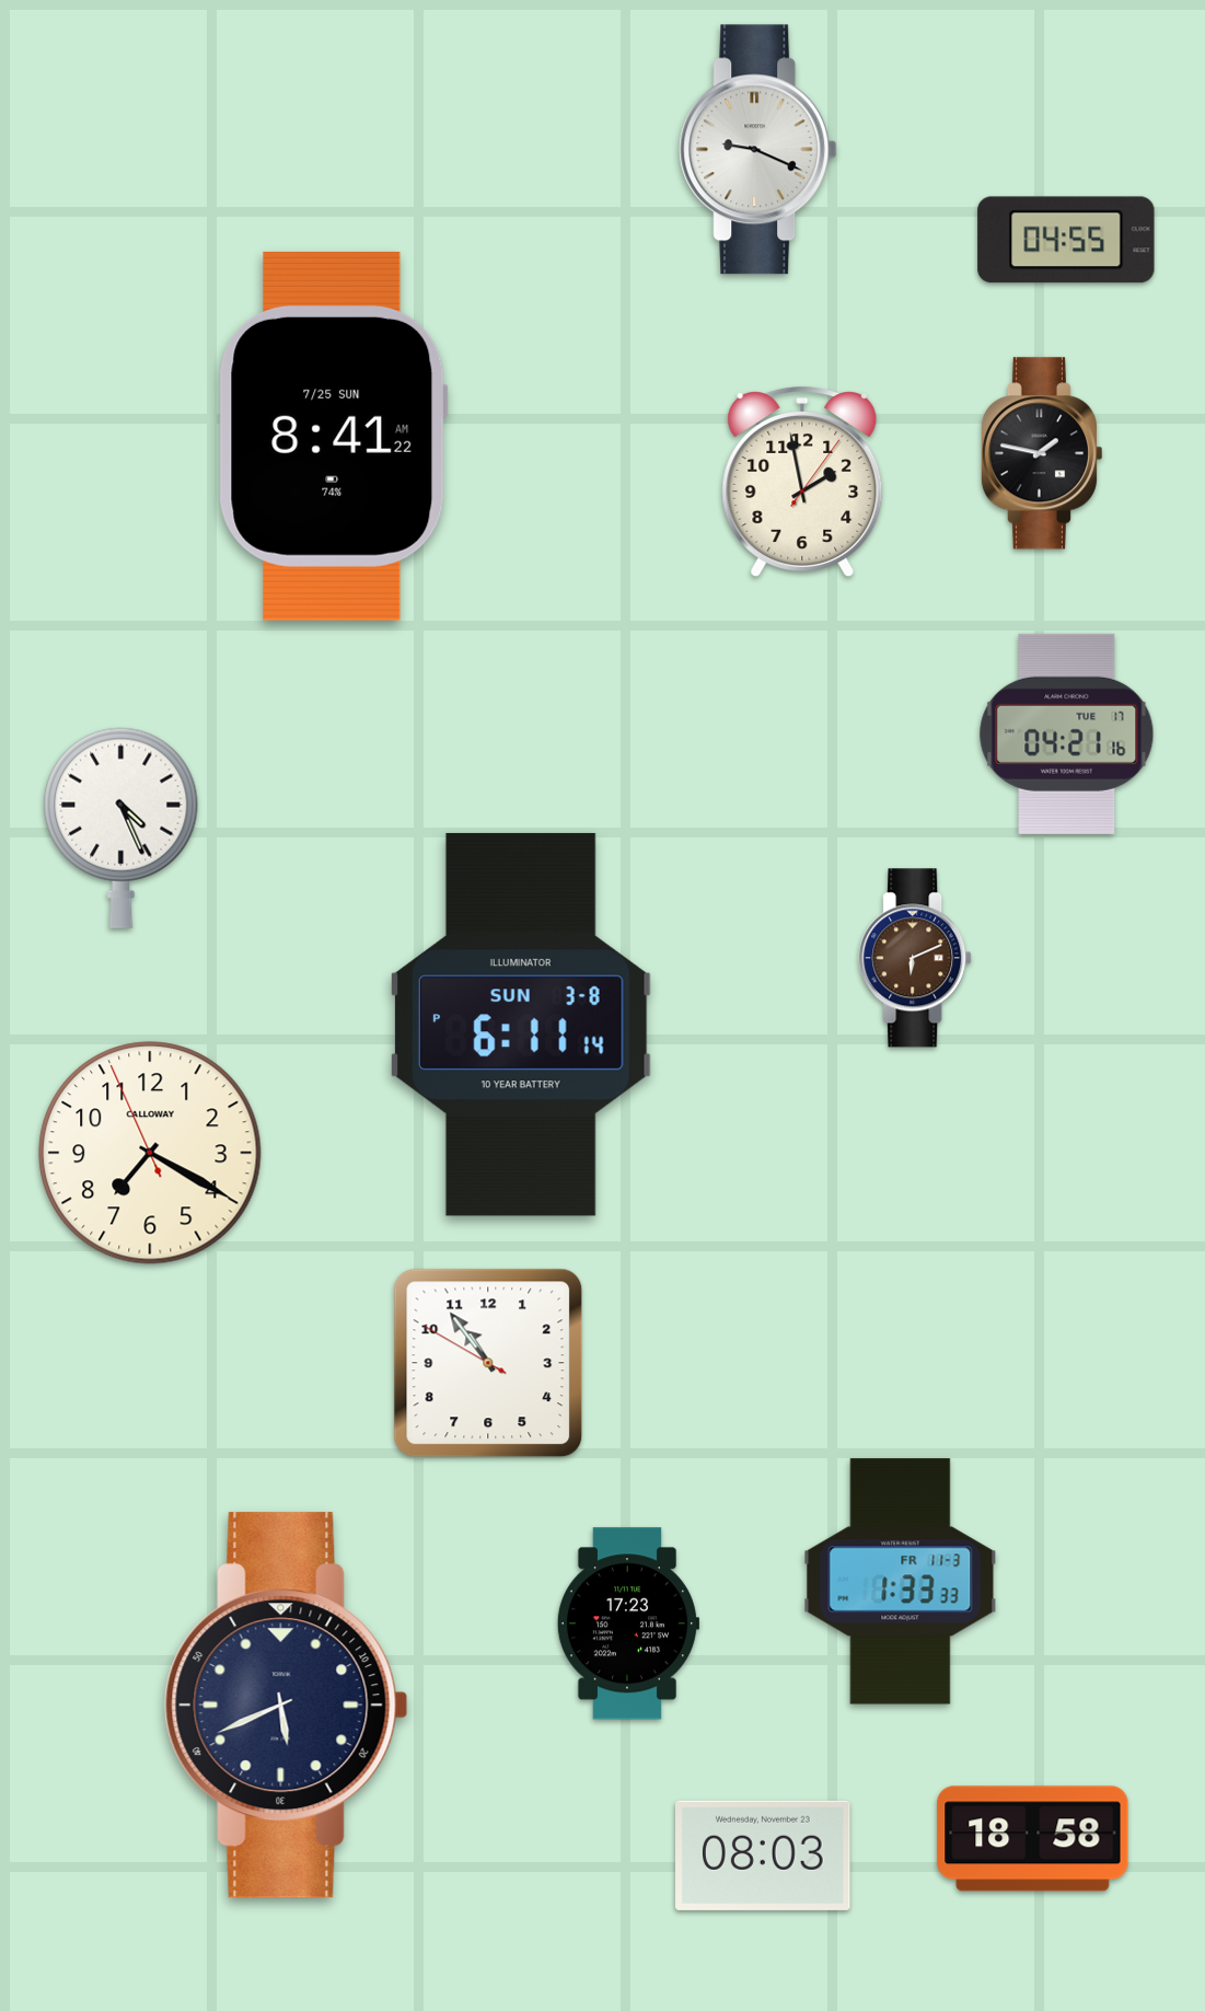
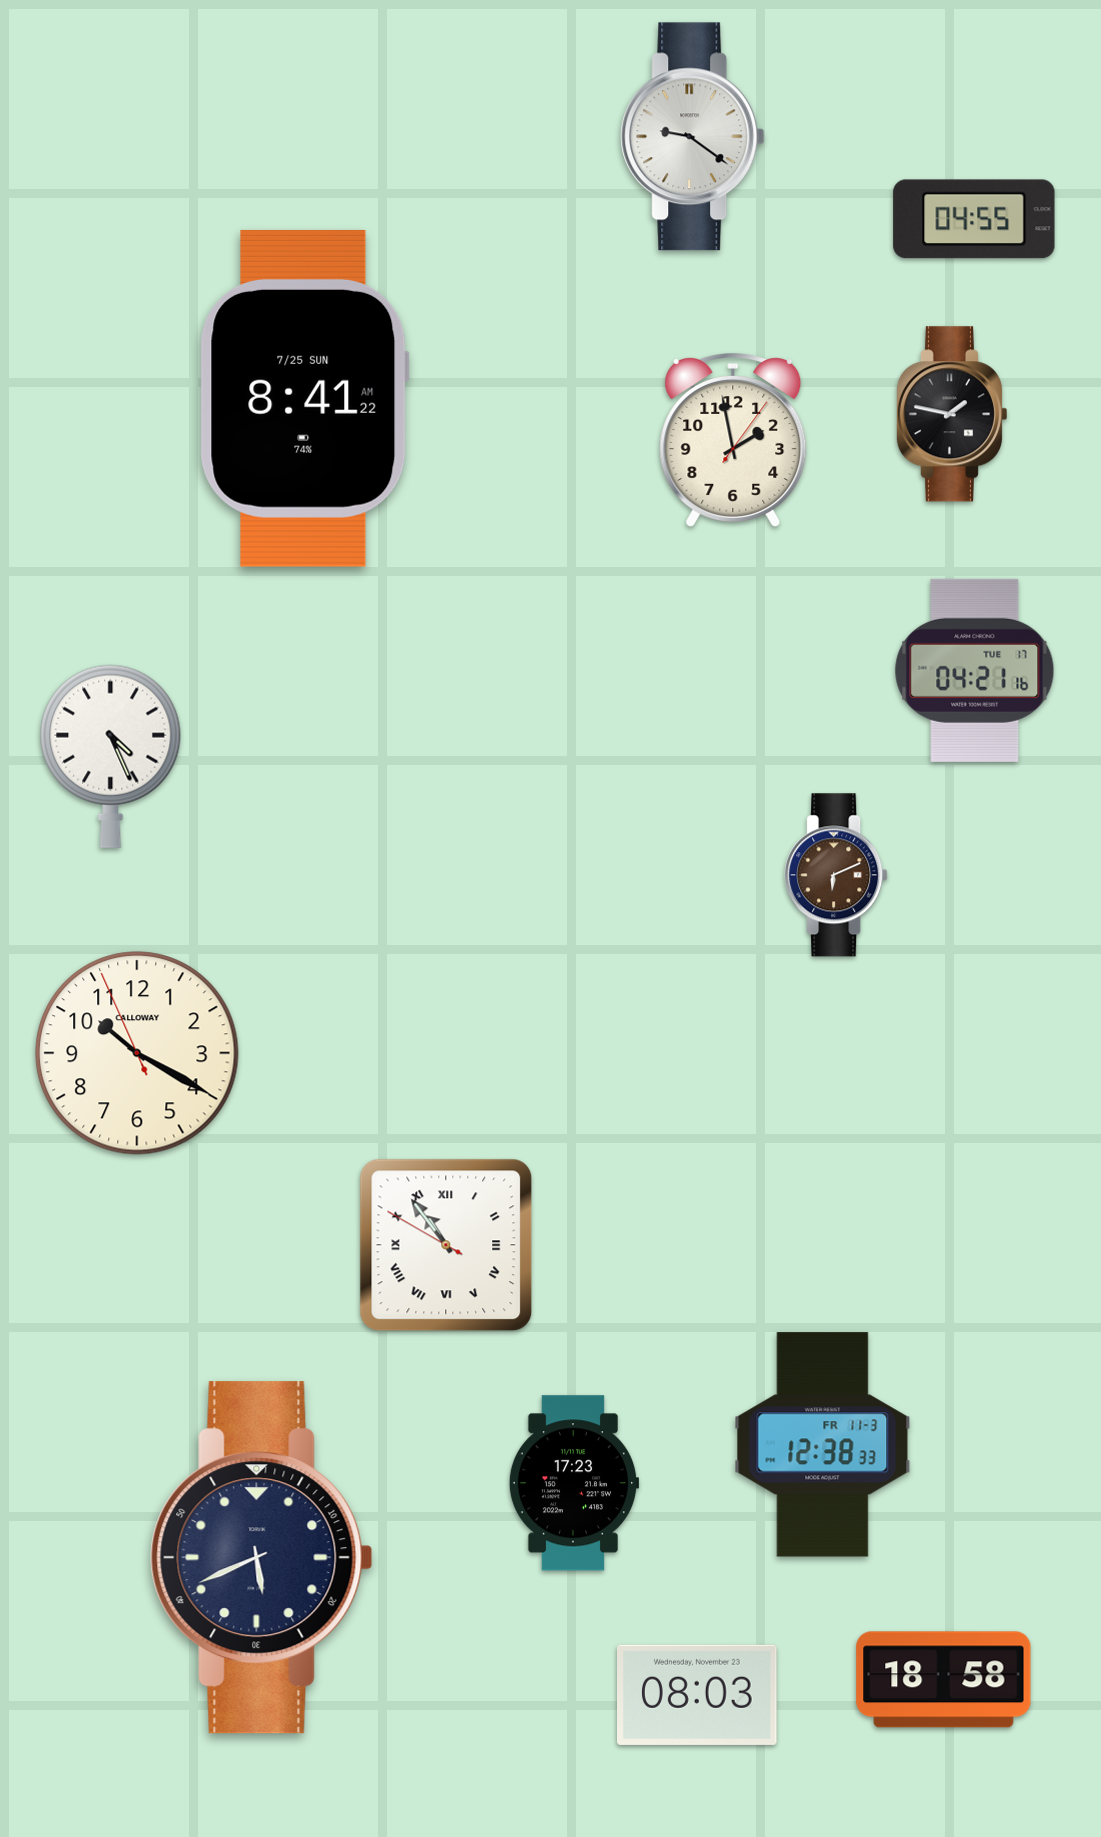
clock at (758, 150): 9:19 -> 9:21
clock at (521, 1025): 6:11 -> none
clock at (150, 1153): 7:19 -> 10:19
clock at (488, 1363) numerals: Arabic -> Roman
clock at (901, 1582): 1:33 -> 12:38
